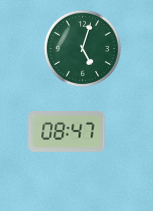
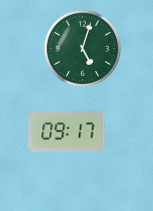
clock at (67, 132): 08:47 -> 09:17
